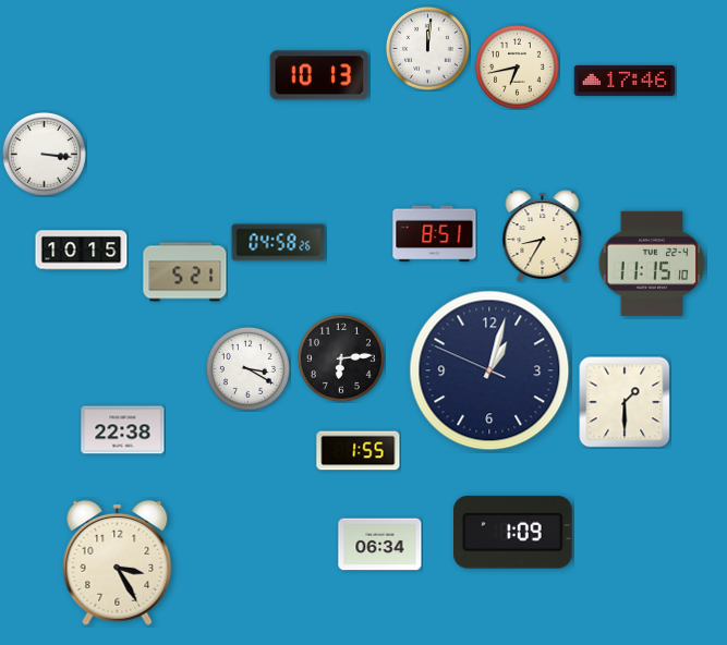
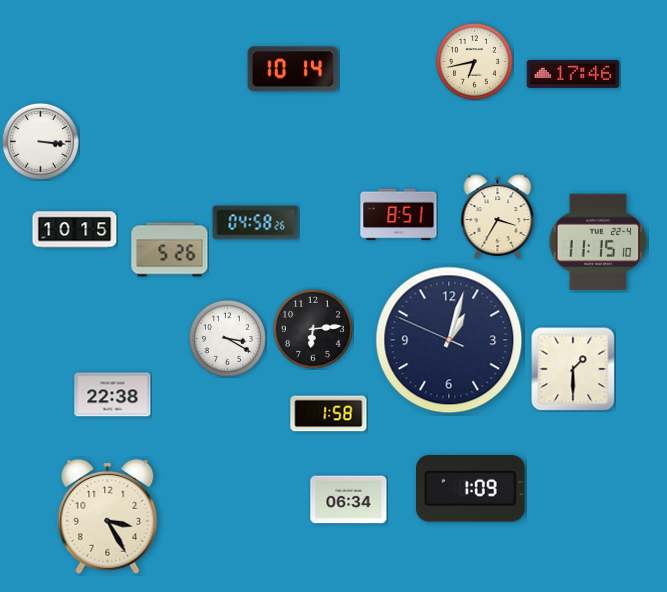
clock at (427, 48): 12:01 -> none
clock at (319, 75): 10:13 -> 10:14
clock at (543, 236): 8:35 -> 3:35
clock at (185, 272): 5:21 -> 5:26
clock at (359, 451): 1:55 -> 1:58
